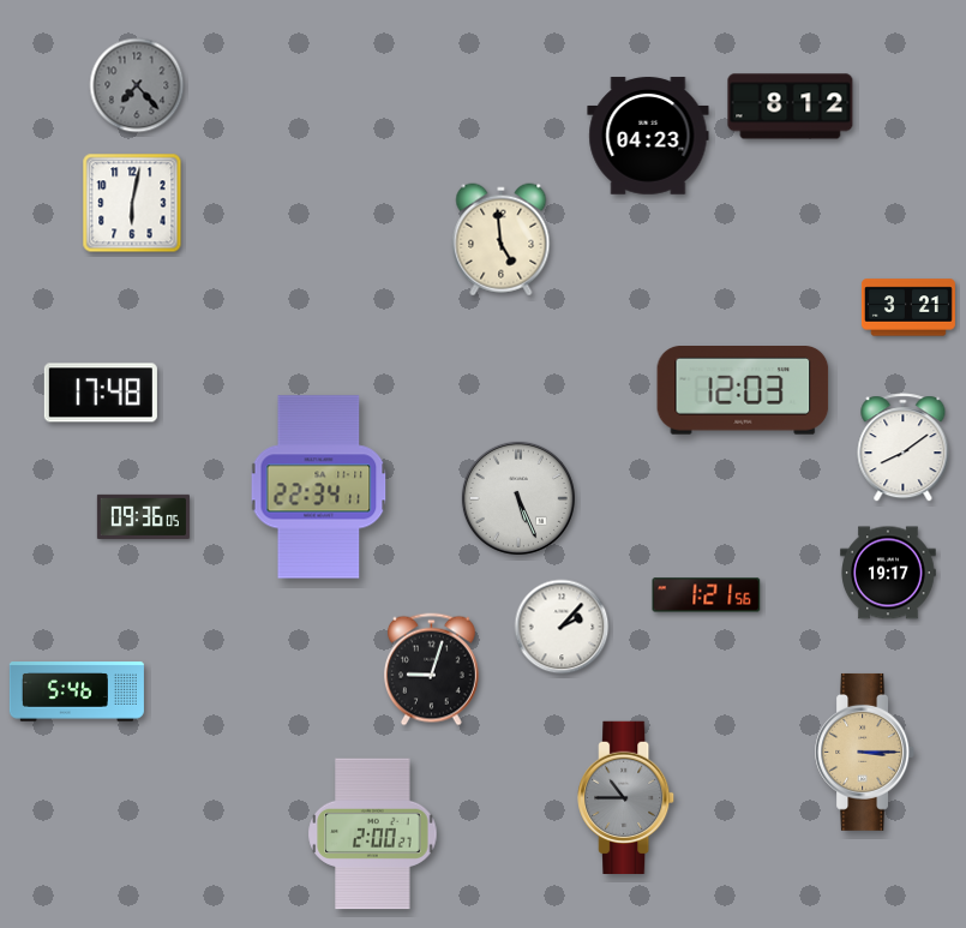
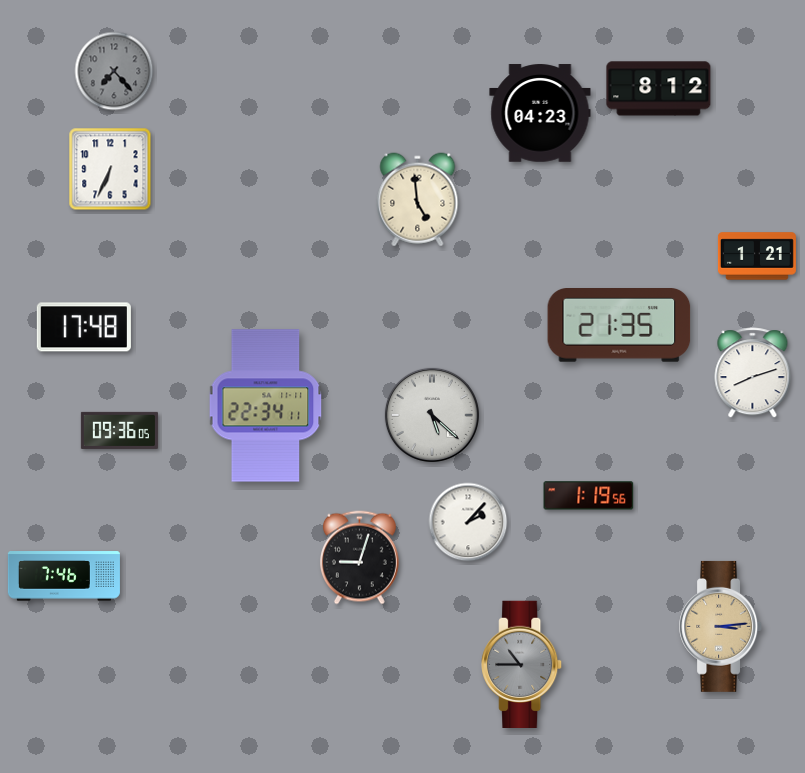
clock at (132, 203): 6:02 -> 6:34
clock at (908, 307): 3:21 -> 1:21
clock at (743, 391): 12:03 -> 21:35
clock at (904, 448): 8:09 -> 8:12
clock at (518, 498): 5:26 -> 5:22
clock at (888, 573): 19:17 -> none
clock at (707, 595): 1:21 -> 1:19
clock at (77, 691): 5:46 -> 7:46
clock at (865, 752): 3:15 -> 3:14
clock at (373, 834): 2:00 -> none
